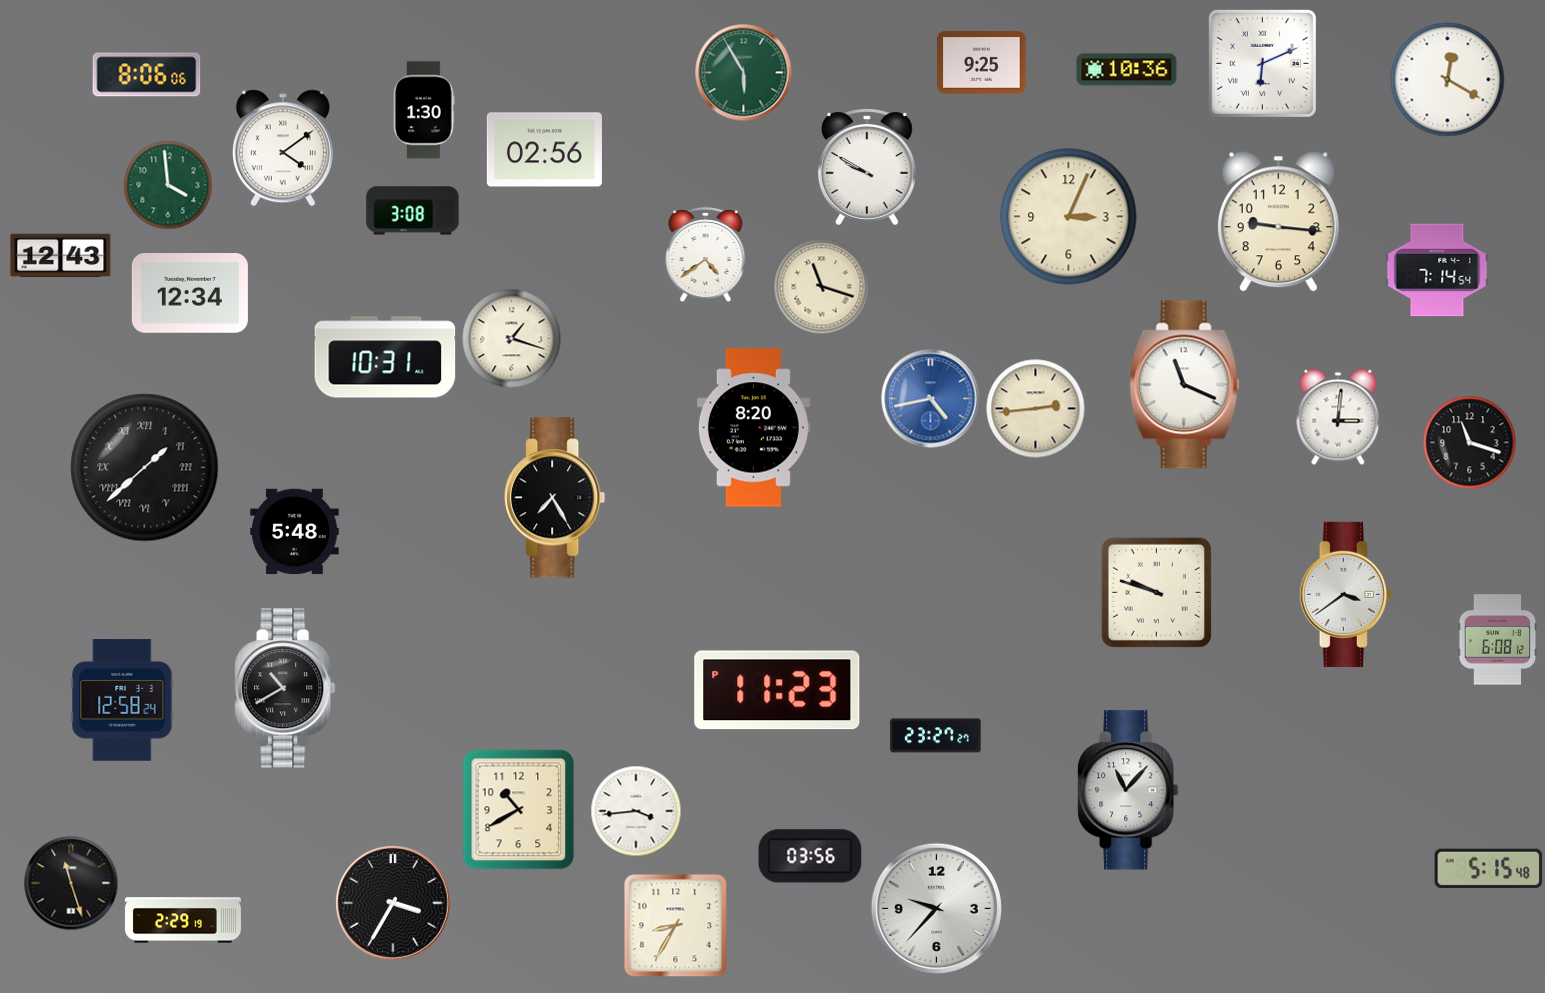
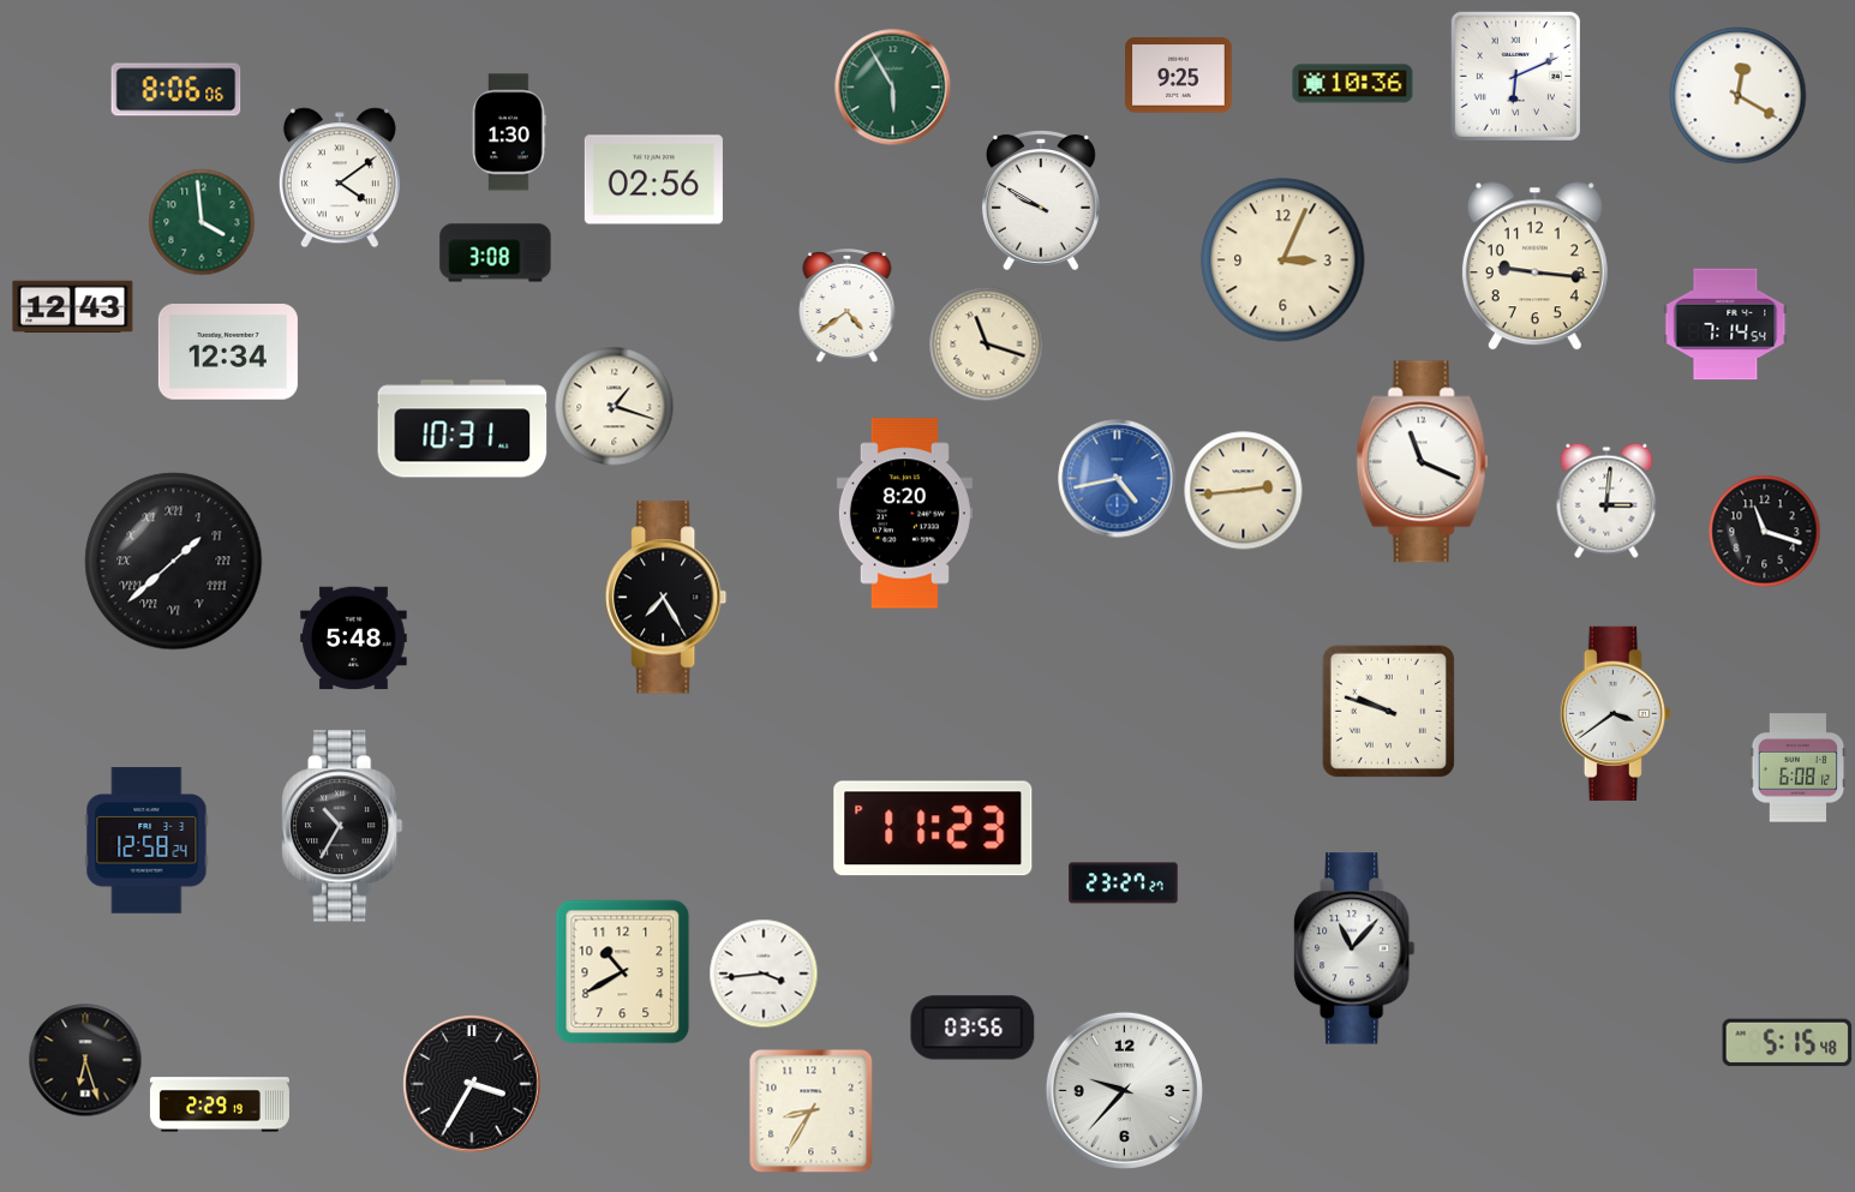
clock at (285, 688): 10:40 -> 10:35
clock at (71, 883): 11:27 -> 6:27
